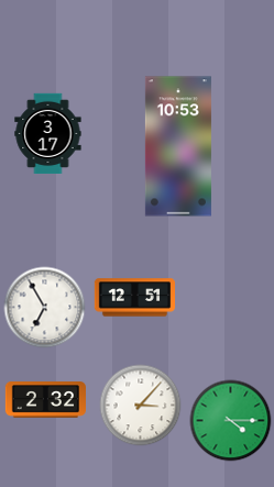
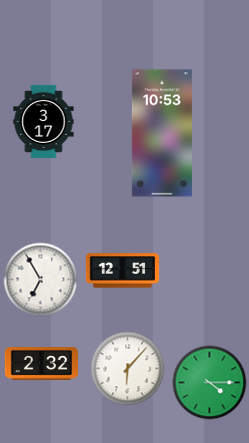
clock at (141, 406): 3:07 -> 6:07
